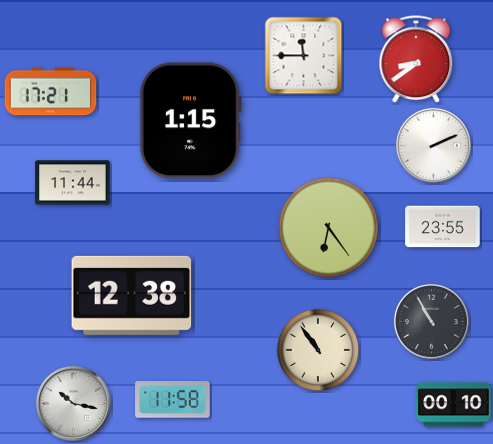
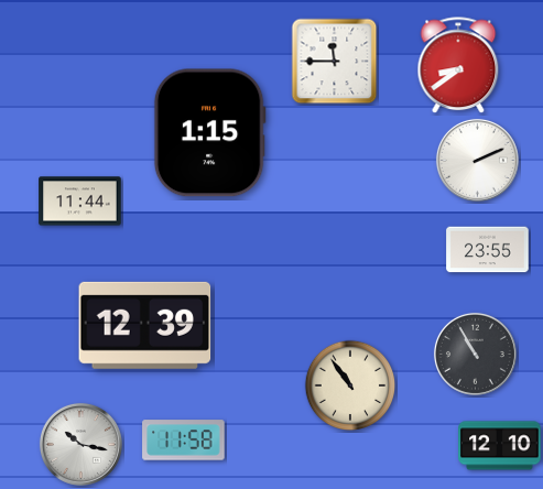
clock at (51, 92): 17:21 -> none
clock at (328, 227): 6:24 -> none
clock at (132, 295): 12:38 -> 12:39
clock at (173, 400) position: (173, 400) -> (184, 441)
clock at (454, 405): 00:10 -> 12:10
